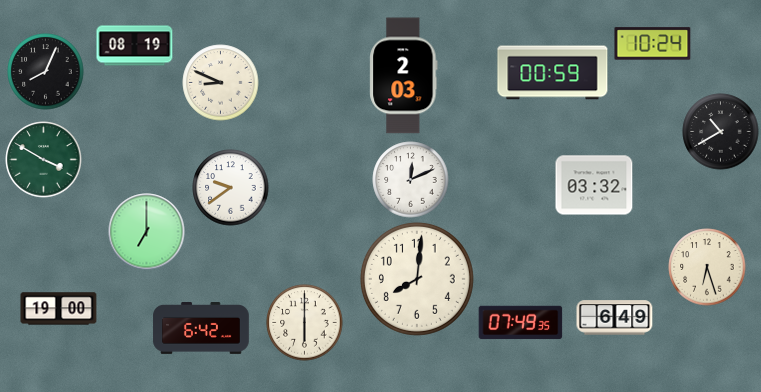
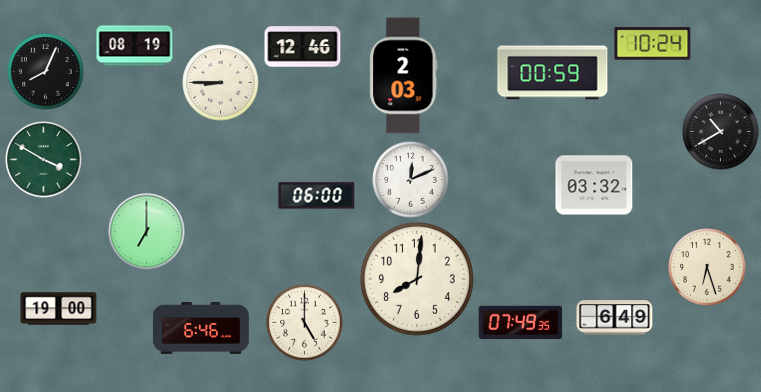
clock at (303, 47): none -> 12:46
clock at (221, 83): 8:49 -> 8:45
clock at (231, 188): 9:39 -> none
clock at (317, 196): none -> 06:00
clock at (305, 323): 6:00 -> 5:00
clock at (201, 329): 6:42 -> 6:46
